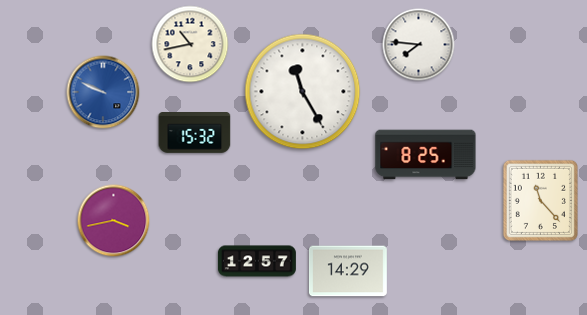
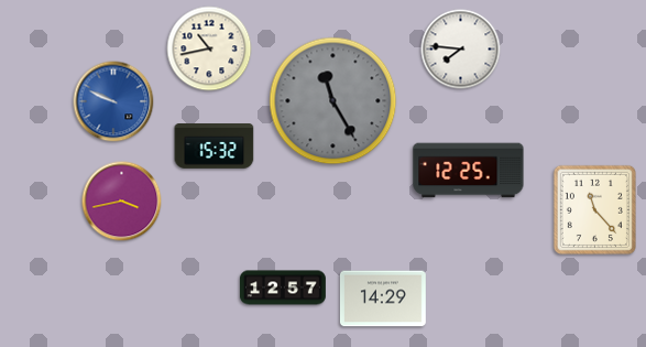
clock at (303, 92) dial: white -> grey
clock at (426, 155): 8:25 -> 12:25
clock at (540, 200) position: (540, 200) -> (594, 209)
clock at (114, 221) position: (114, 221) -> (122, 202)
